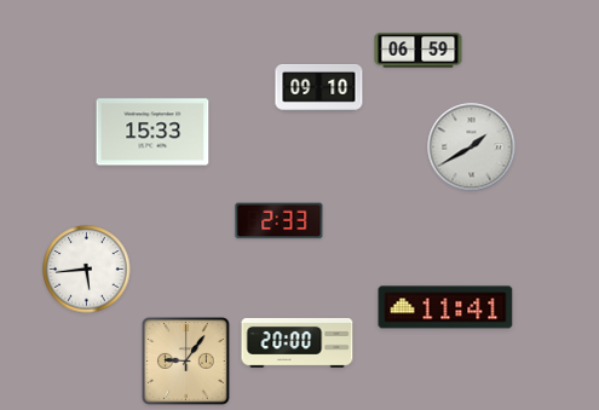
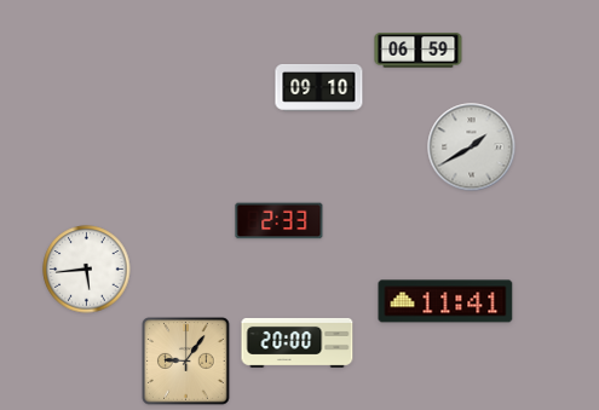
clock at (152, 132): 15:33 -> none
clock at (445, 307) position: (445, 307) -> (445, 301)
